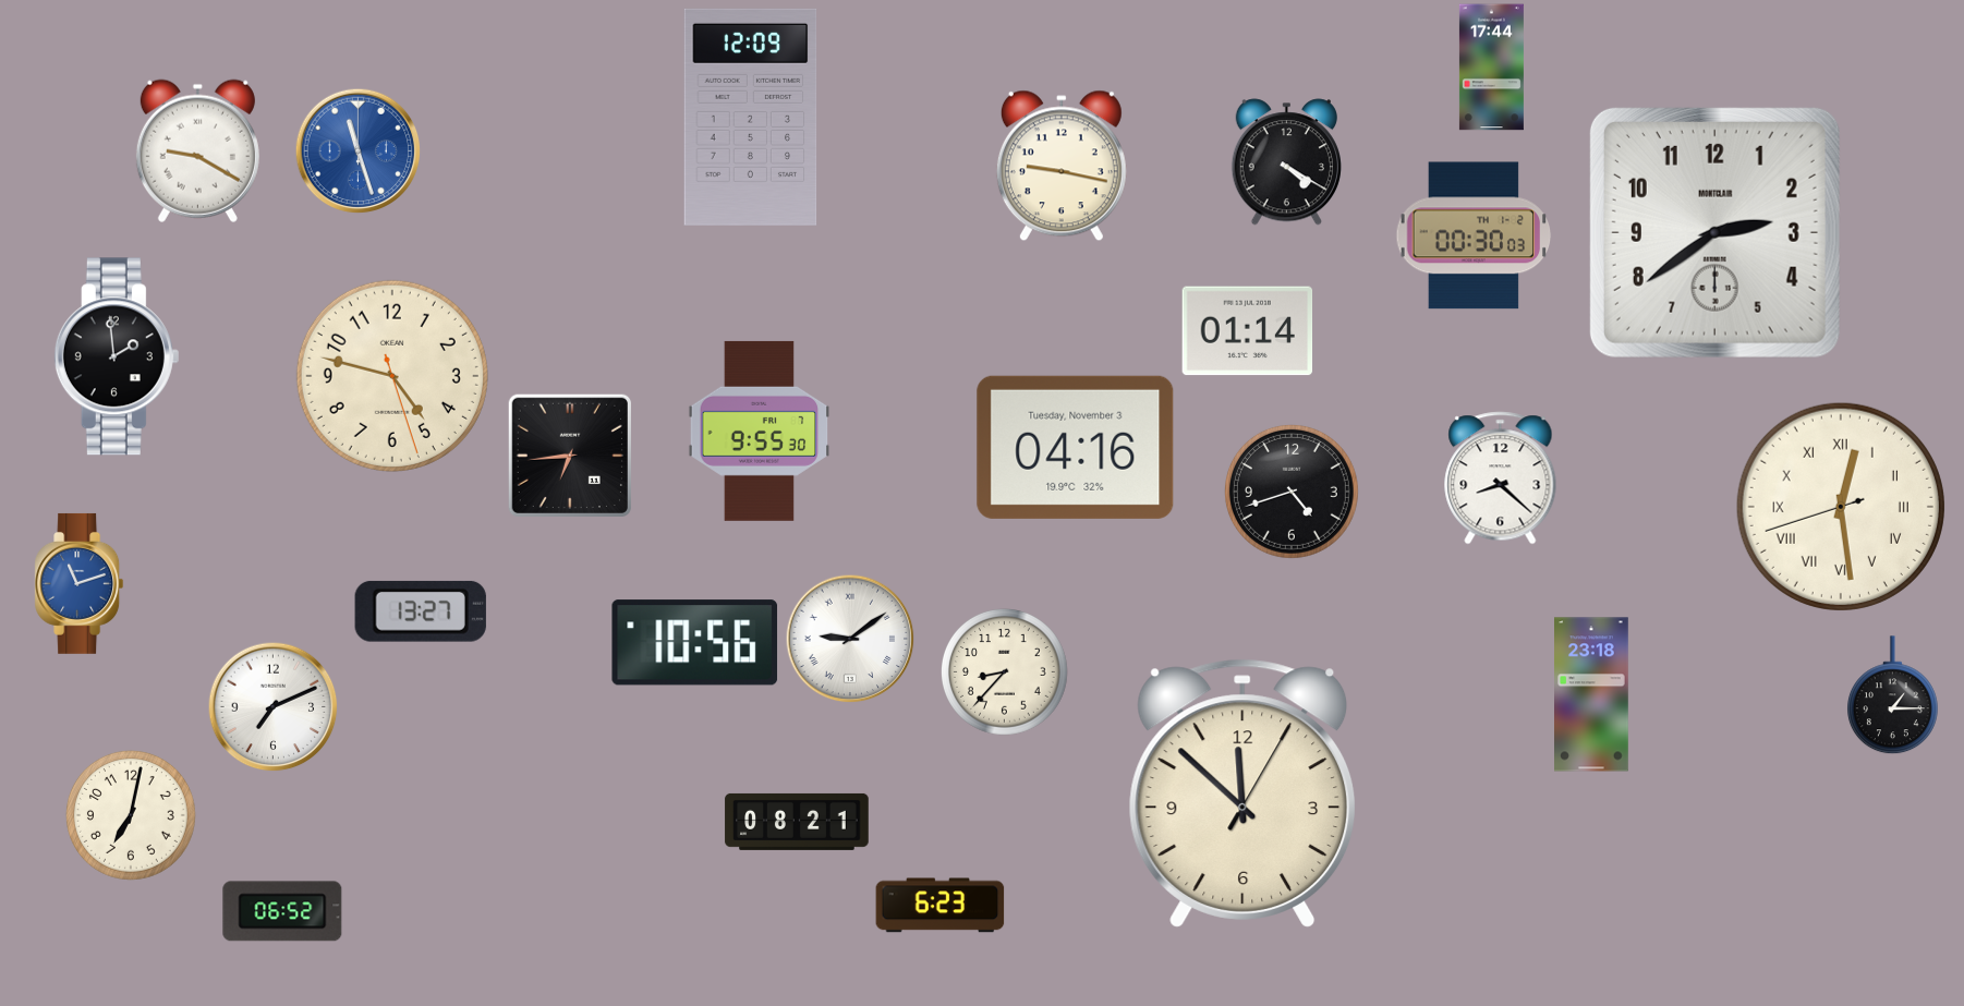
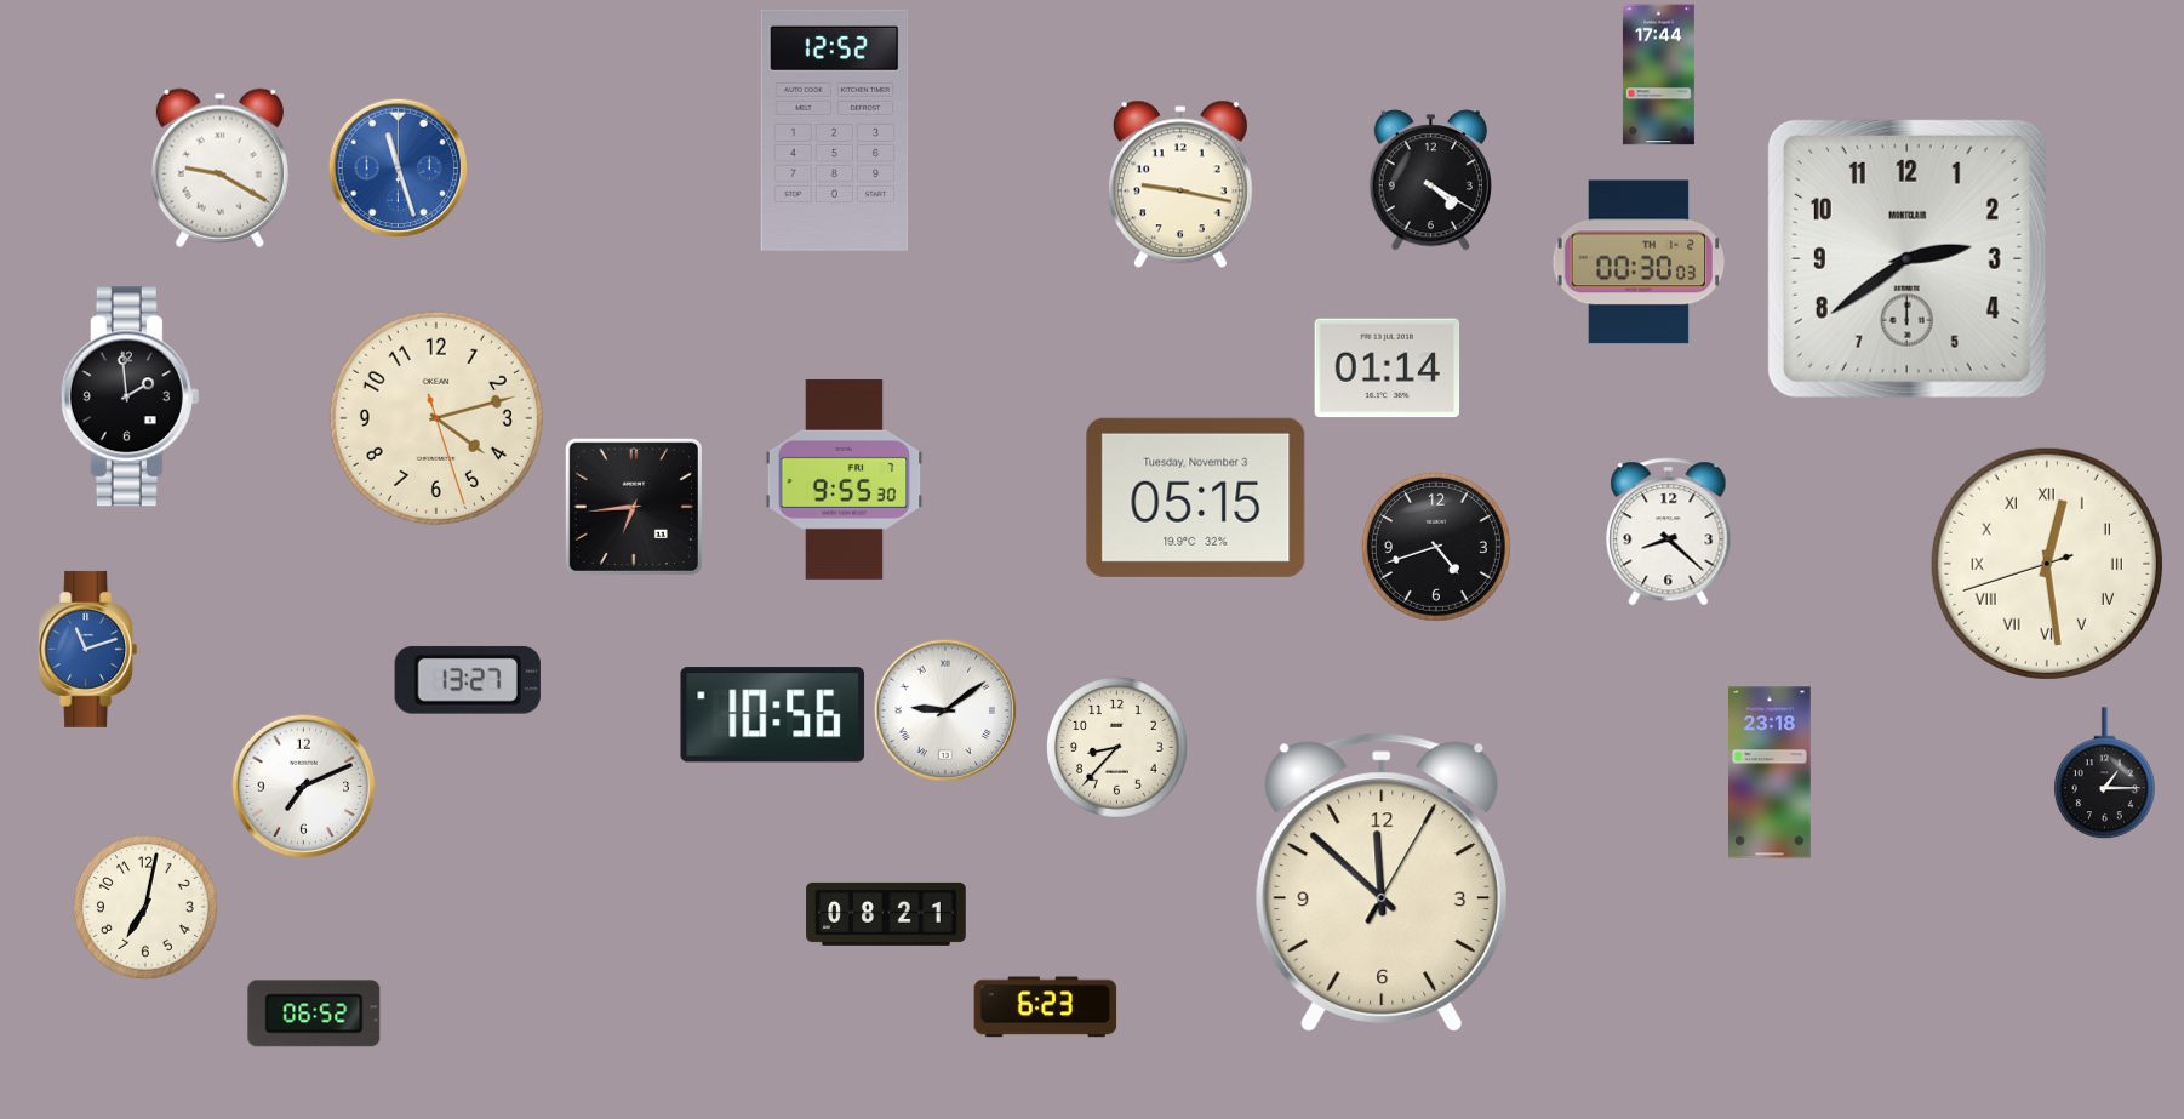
clock at (751, 117): 12:09 -> 12:52
clock at (392, 376): 4:47 -> 4:12
clock at (1076, 447): 04:16 -> 05:15
